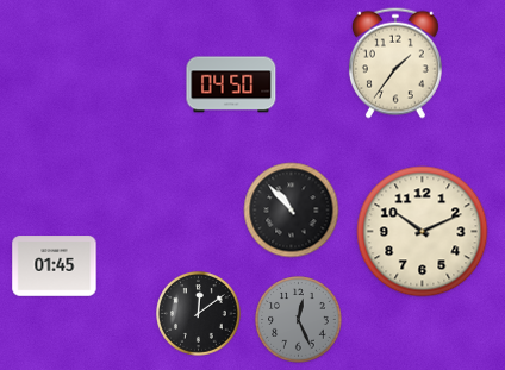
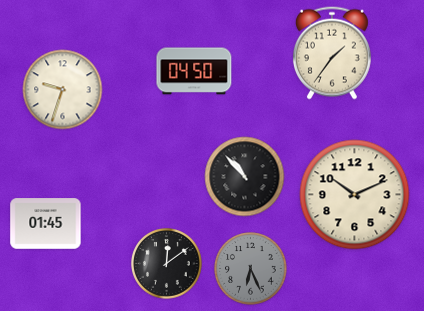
clock at (63, 90): none -> 9:33
clock at (299, 320): 12:26 -> 6:26
